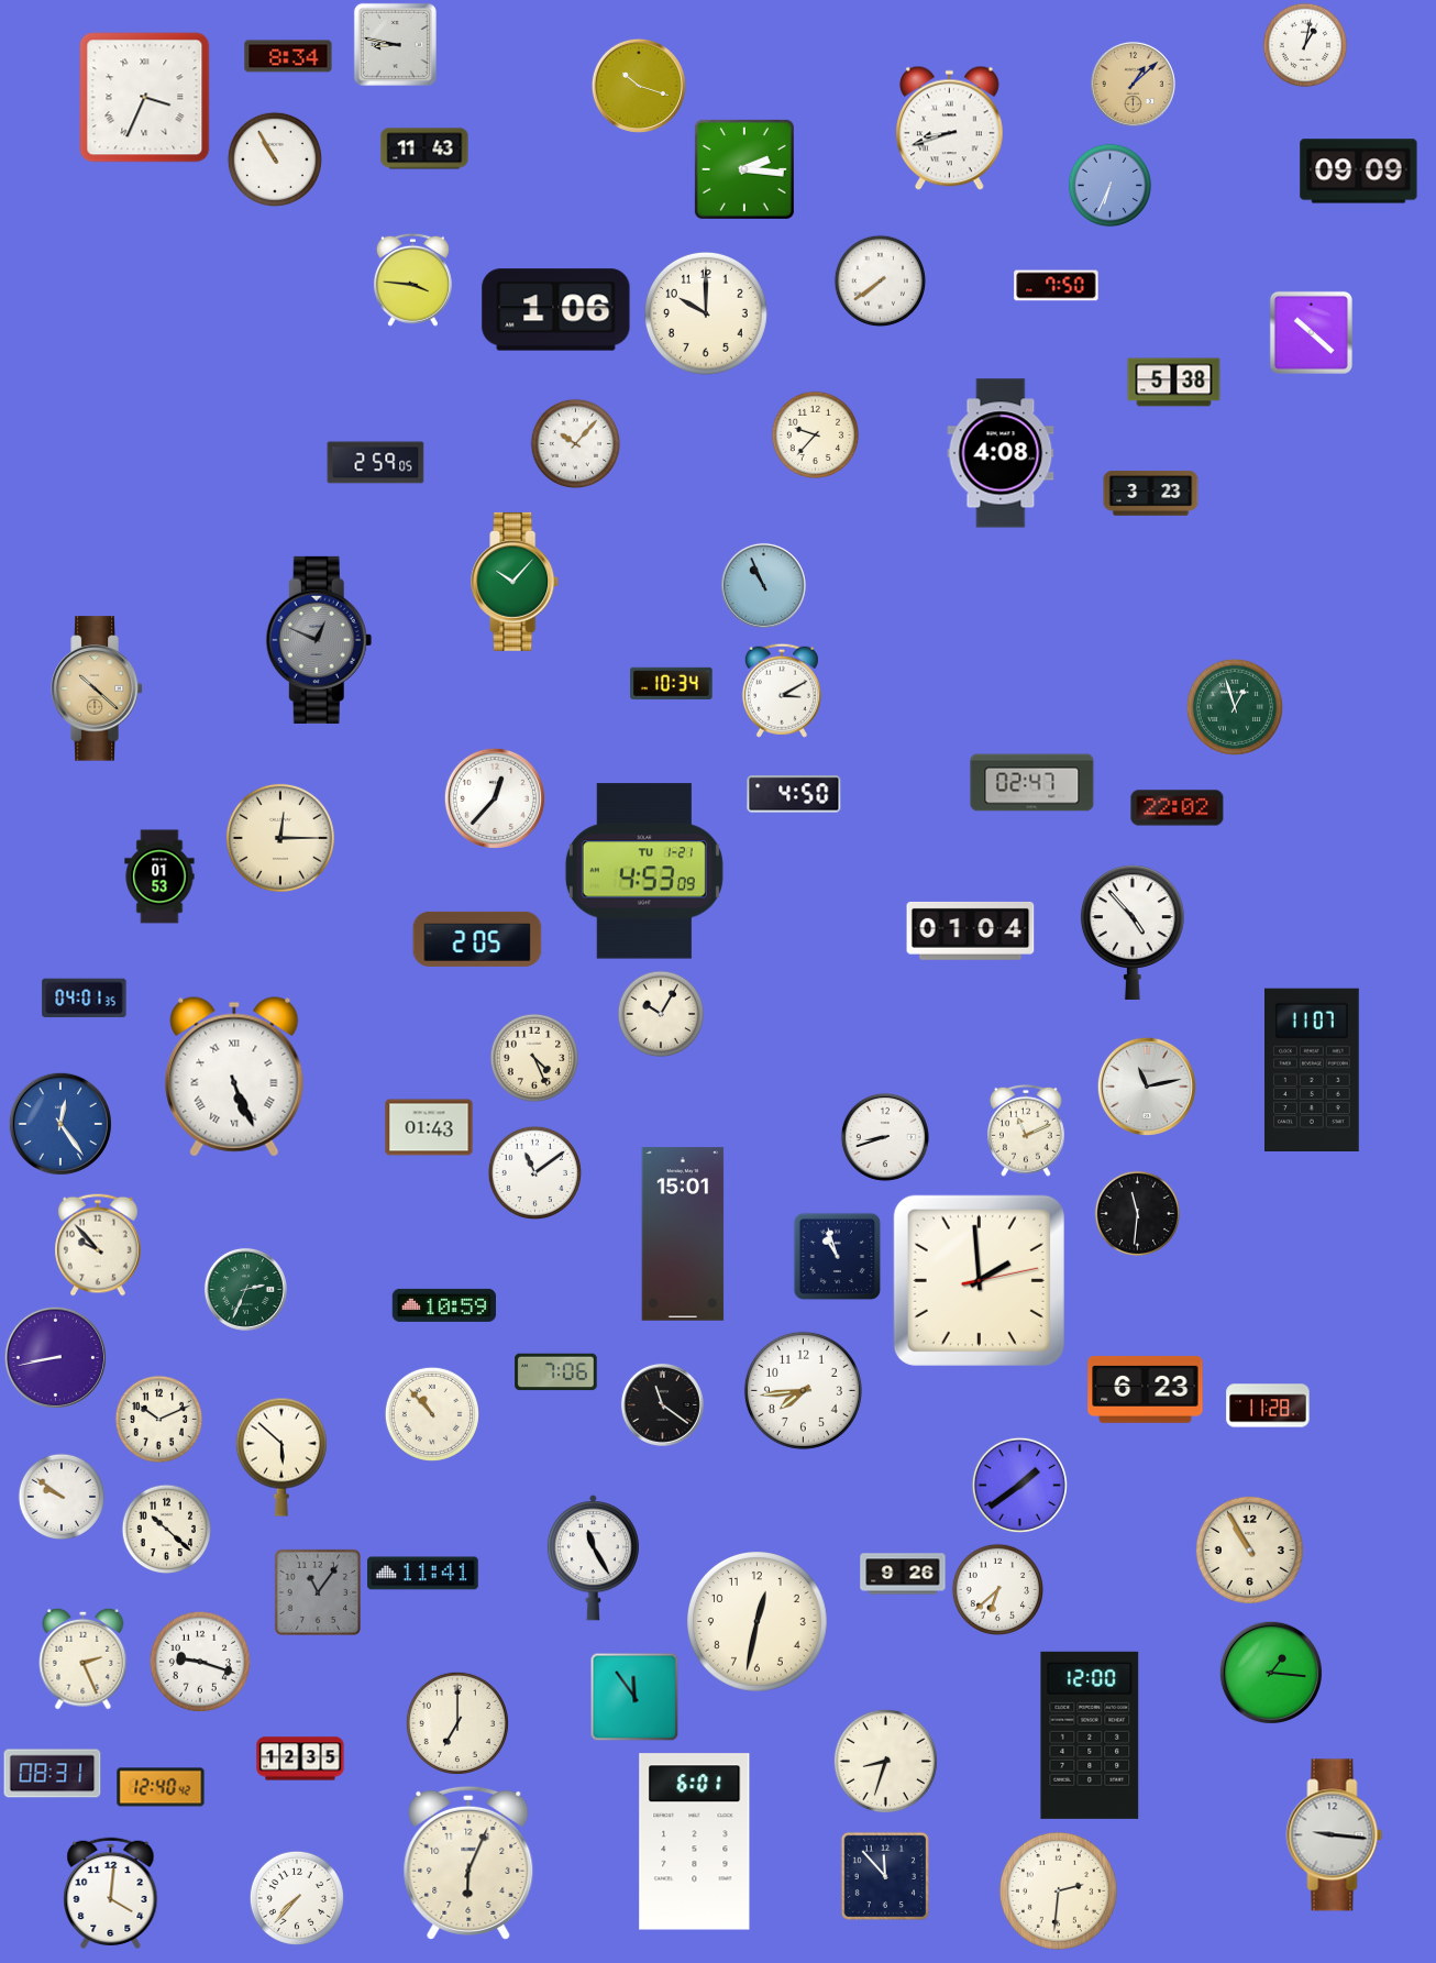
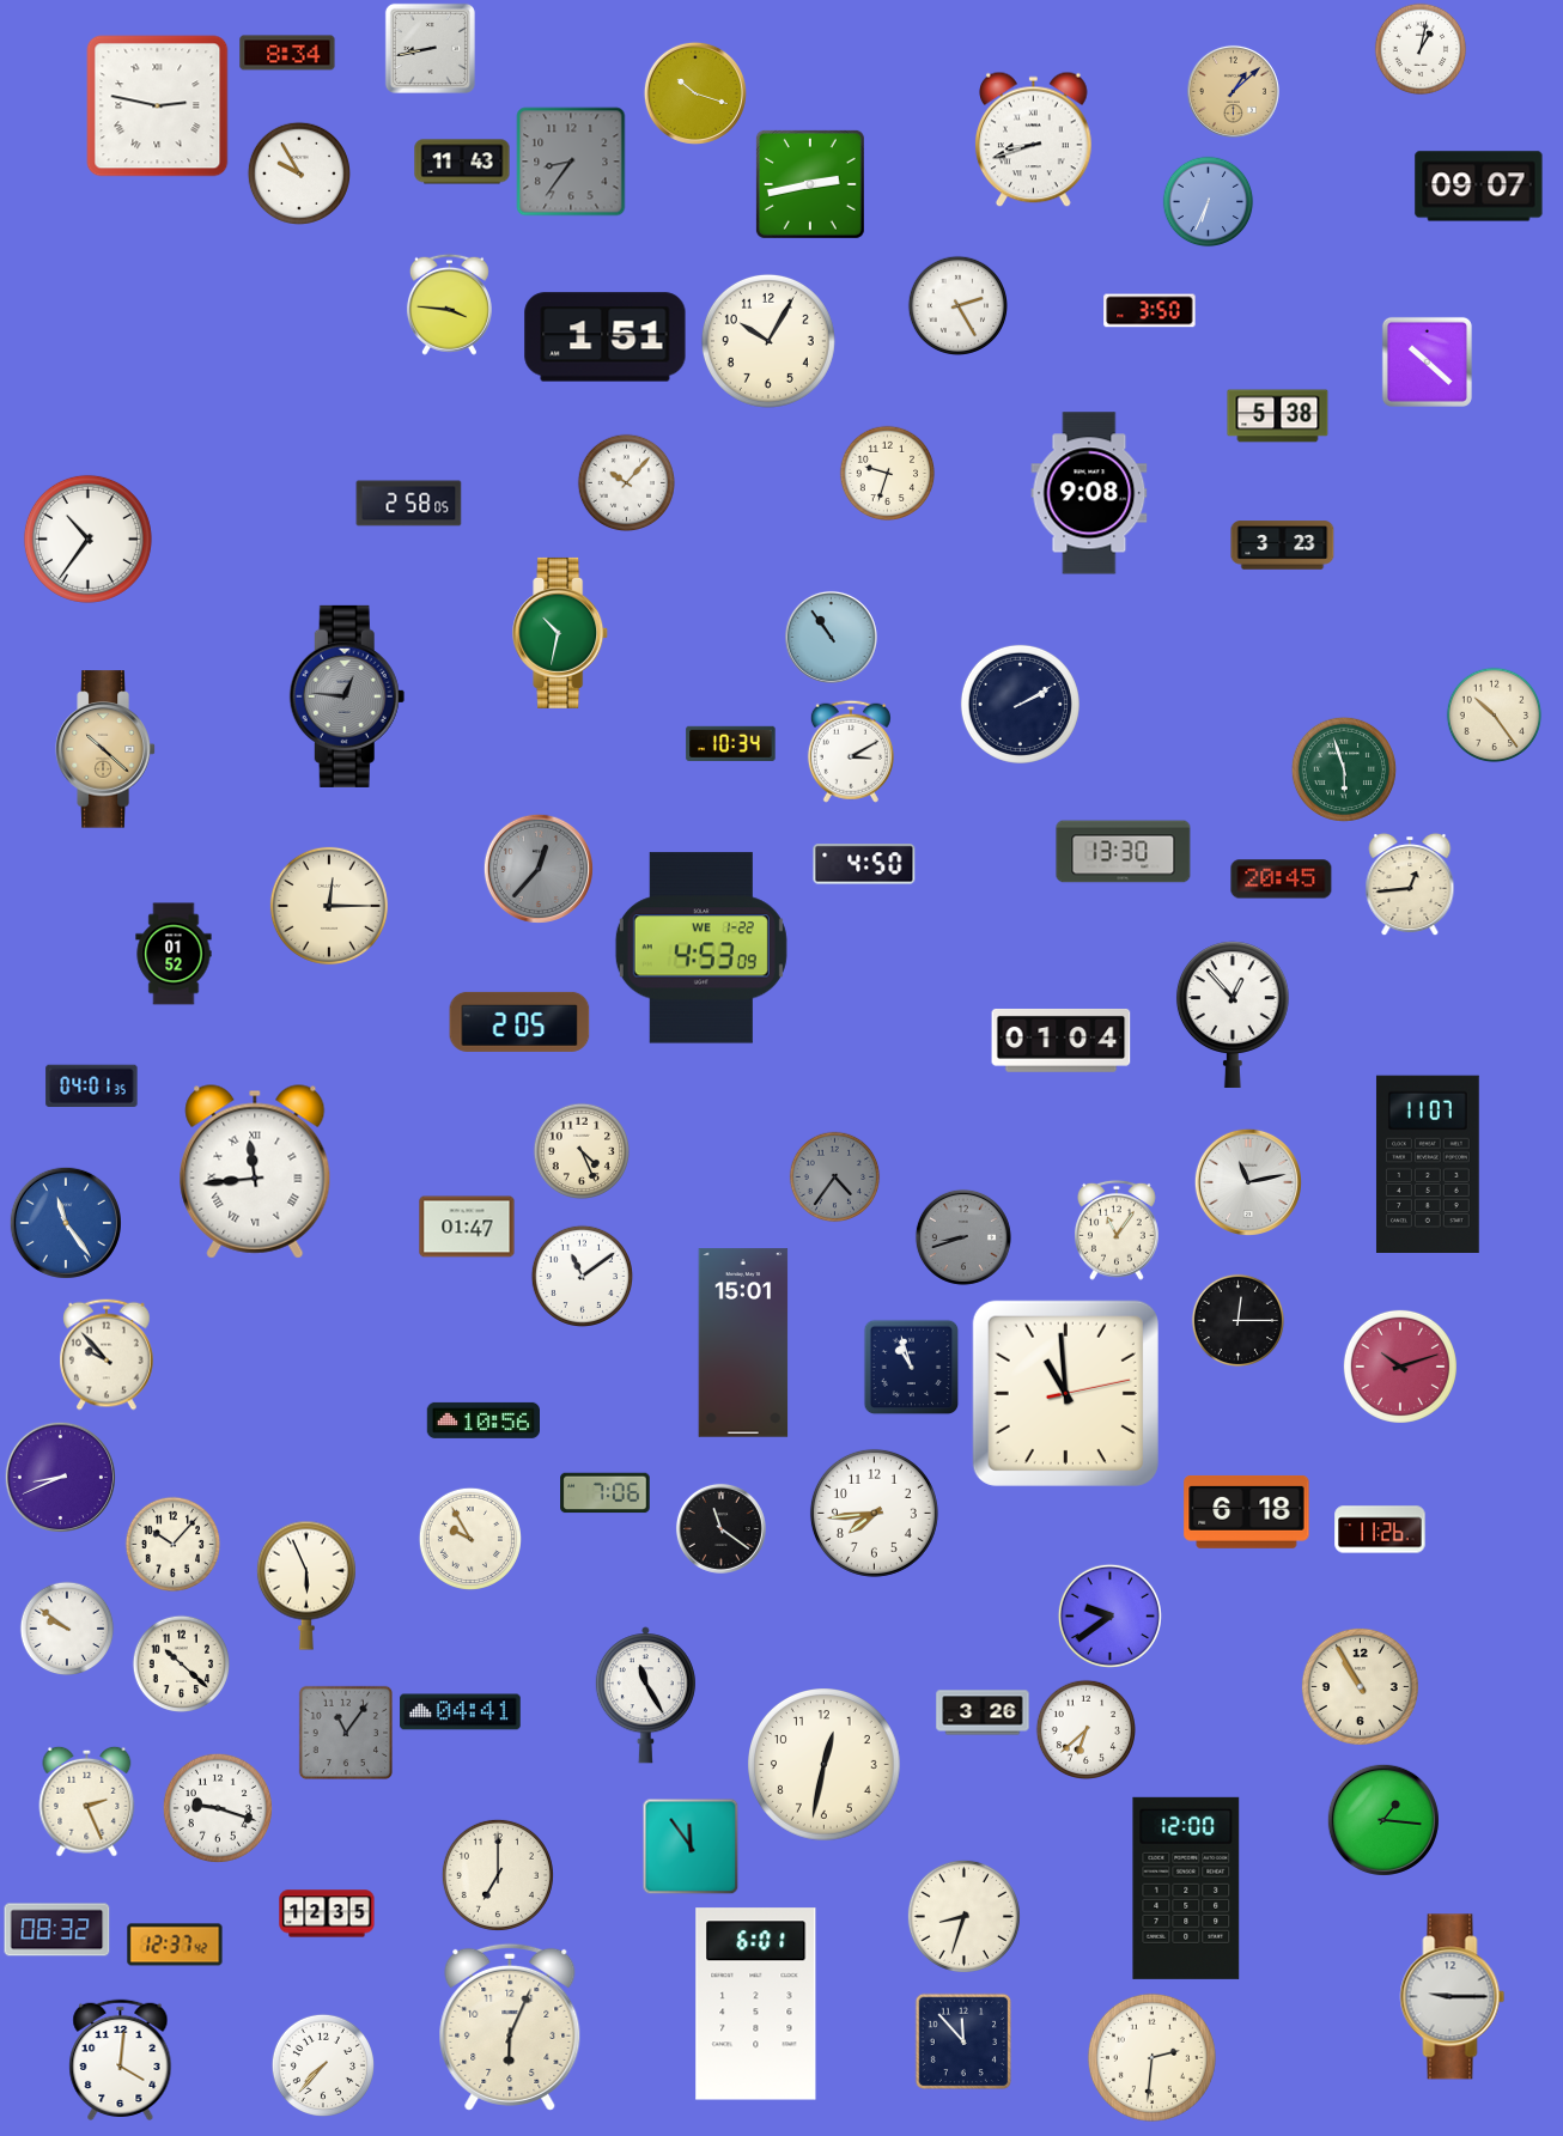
clock at (395, 44): 8:47 -> 8:43
clock at (288, 56) position: (288, 56) -> (287, 53)
clock at (145, 98): 3:34 -> 2:47
clock at (571, 162): none -> 8:36
clock at (274, 158): 10:55 -> 9:55
clock at (744, 169): 2:16 -> 2:43
clock at (1359, 172): 09:09 -> 09:07
clock at (880, 280): 7:39 -> 2:25
clock at (1057, 286): 7:50 -> 3:50
clock at (556, 310): 1:06 -> 1:51
clock at (706, 313): 10:00 -> 10:05
clock at (816, 435): 9:37 -> 9:33
clock at (1001, 453): 4:08 -> 9:08
clock at (376, 463): 2:59 -> 2:58
clock at (1151, 494) position: (1151, 494) -> (1283, 546)
clock at (87, 538): none -> 10:36
clock at (516, 582): 10:07 -> 10:32
clock at (763, 585): 10:56 -> 10:54
clock at (319, 640): 12:49 -> 12:46
clock at (1020, 704): none -> 2:10
clock at (1495, 716): none -> 10:24
clock at (1235, 707): 12:57 -> 5:57
clock at (1032, 783): 02:47 -> 13:30
clock at (495, 798) dial: white -> grey
clock at (1178, 808): 22:02 -> 20:45
clock at (1410, 884): none -> 12:44
clock at (280, 838) position: (280, 838) -> (329, 906)
clock at (644, 871) date: TU 1-21 -> WE 1-22
clock at (159, 876): 01:53 -> 01:52
clock at (971, 930) position: (971, 930) -> (1062, 1040)
clock at (1133, 933): 4:53 -> 12:53
clock at (661, 1014): 10:05 -> none
clock at (234, 1077): 5:26 -> 11:44
clock at (835, 1177): none -> 4:36
clock at (60, 1124): 12:24 -> 11:24
clock at (429, 1127): 01:43 -> 01:47
clock at (1027, 1131): 11:11 -> 11:06
clock at (885, 1137) dial: white -> grey
clock at (1138, 1214): 11:31 -> 12:15
clock at (1400, 1367): none -> 10:12
clock at (979, 1280): 1:59 -> 10:59
clock at (245, 1289): 2:34 -> none
clock at (443, 1305): 10:59 -> 10:56
clock at (55, 1357): 8:43 -> 8:41
clock at (1146, 1389): 6:23 -> 6:18
clock at (1268, 1405): 11:28 -> 11:26
clock at (431, 1413): 10:53 -> 9:55
clock at (159, 1420): 10:11 -> 10:07
clock at (281, 1457): 5:52 -> 5:56
clock at (1019, 1485): 1:39 -> 9:39
clock at (423, 1574): 11:41 -> 04:41
clock at (903, 1574): 9:26 -> 3:26
clock at (84, 1658) position: (84, 1658) -> (87, 1801)
clock at (53, 1774): 08:31 -> 08:32
clock at (161, 1787): 12:40 -> 12:37
clock at (1335, 1835): 9:16 -> 9:15
